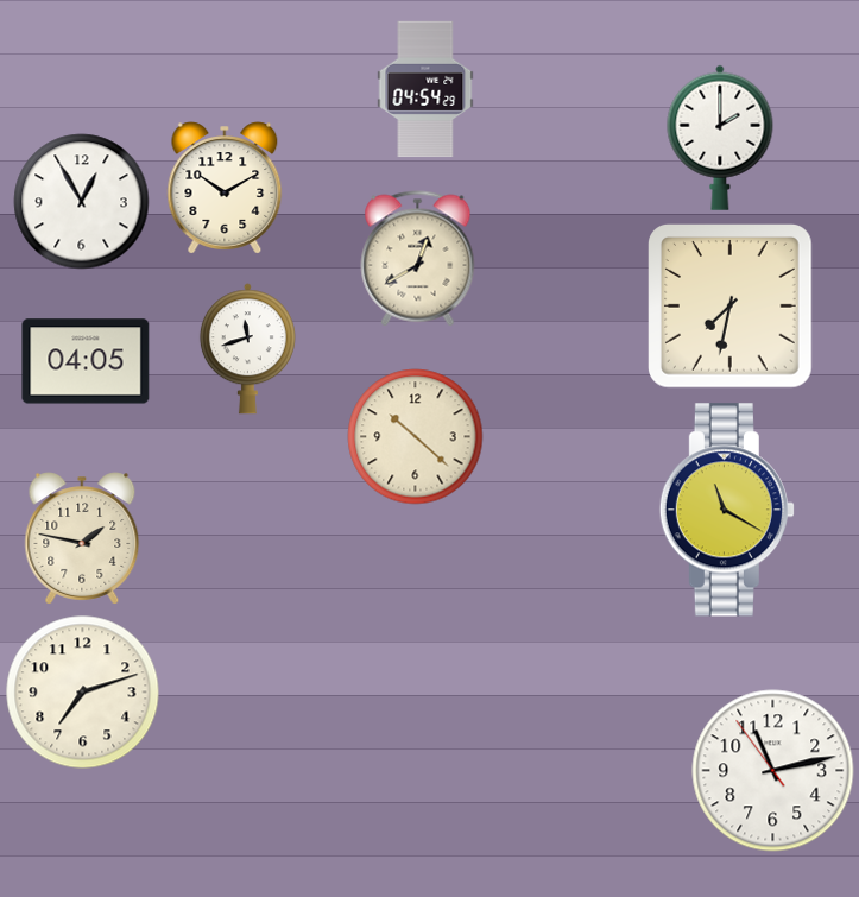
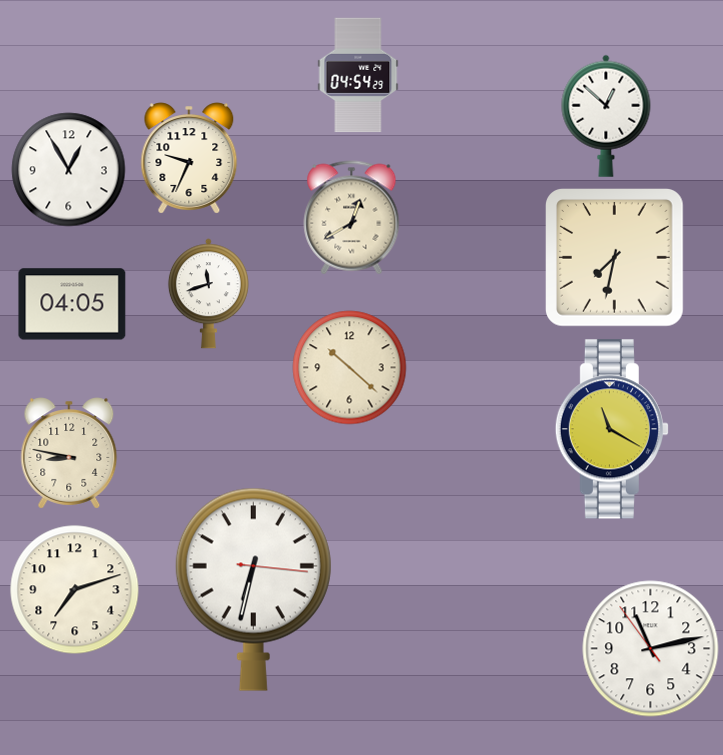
clock at (720, 138): 2:00 -> 12:52
clock at (225, 188): 10:10 -> 9:34
clock at (82, 538): 1:47 -> 8:47
clock at (83, 693) position: (83, 693) -> (75, 590)
clock at (253, 589): none -> 6:32
